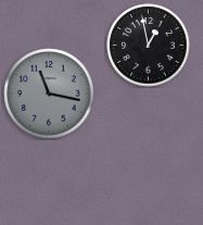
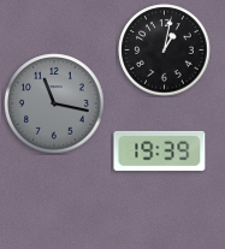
clock at (149, 46): 12:58 -> 1:02
clock at (160, 150): none -> 19:39
